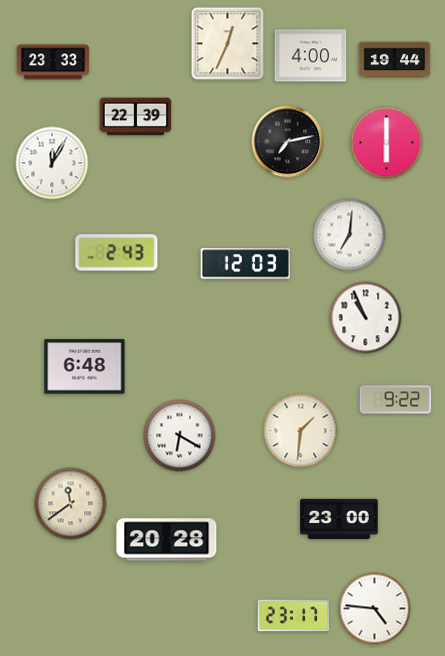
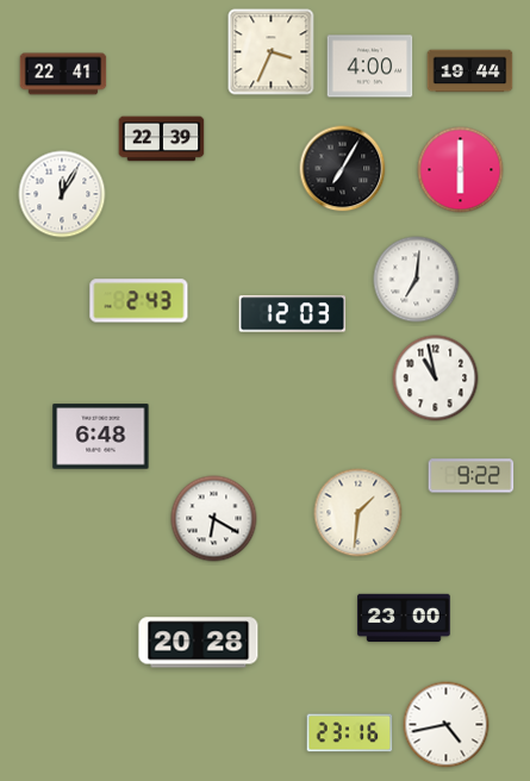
clock at (228, 44): 12:34 -> 3:34
clock at (53, 62): 23:33 -> 22:41
clock at (288, 142): 7:13 -> 7:05
clock at (366, 318): 10:56 -> 10:58
clock at (71, 504): 11:39 -> none
clock at (375, 609): 4:46 -> 4:43
clock at (294, 616): 23:17 -> 23:16
